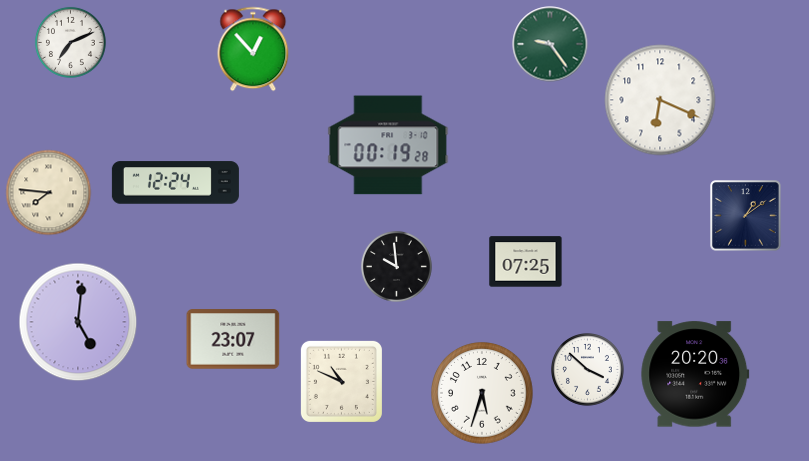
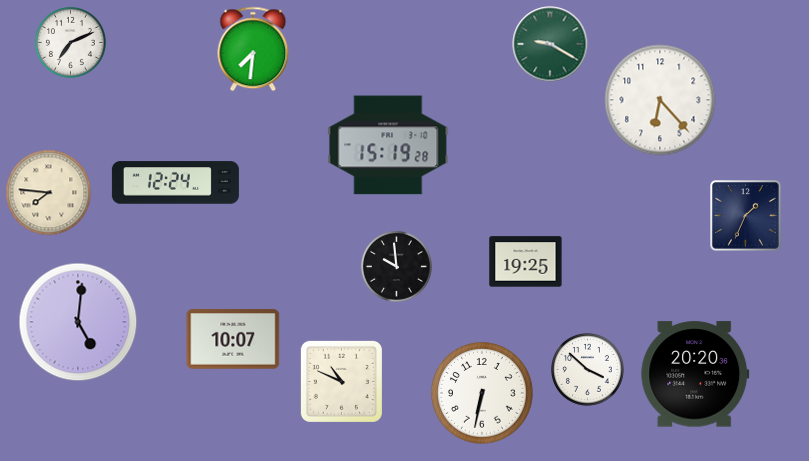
clock at (550, 44): 9:24 -> 9:20
clock at (253, 49): 12:53 -> 7:31
clock at (660, 100): 6:19 -> 6:23
clock at (388, 145): 00:19 -> 15:19
clock at (746, 216): 1:09 -> 1:34
clock at (526, 262): 07:25 -> 19:25
clock at (233, 339): 23:07 -> 10:07
clock at (483, 394): 5:33 -> 6:32
